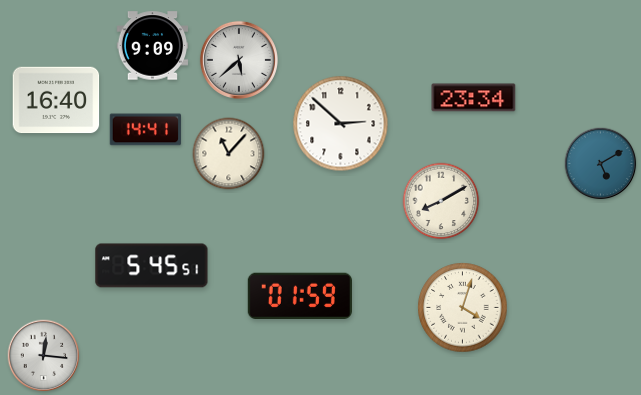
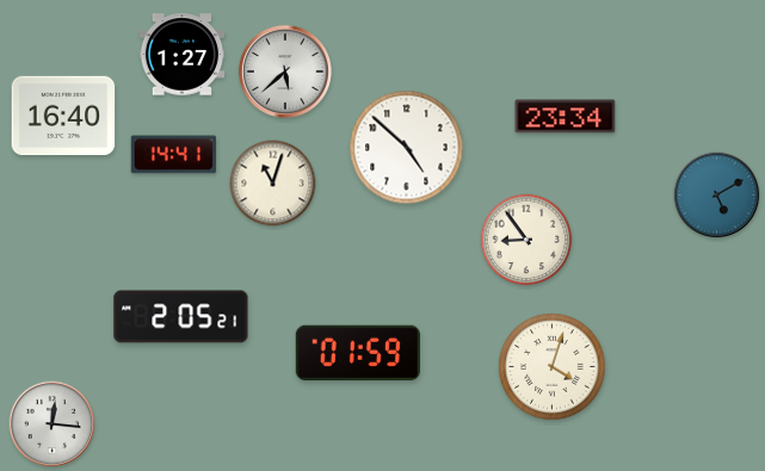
clock at (153, 46): 9:09 -> 1:27
clock at (56, 100) position: (56, 100) -> (63, 116)
clock at (341, 124): 2:52 -> 4:52
clock at (229, 154): 11:07 -> 11:03
clock at (441, 201): 8:10 -> 8:54
clock at (152, 266): 5:45 -> 2:05
